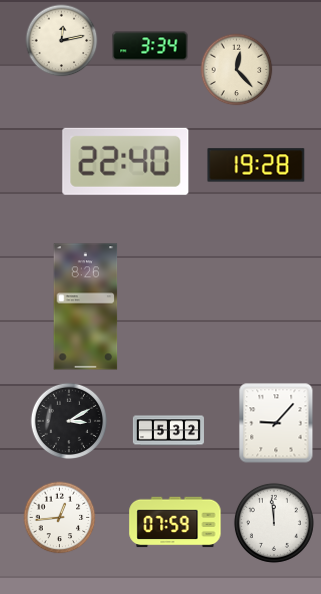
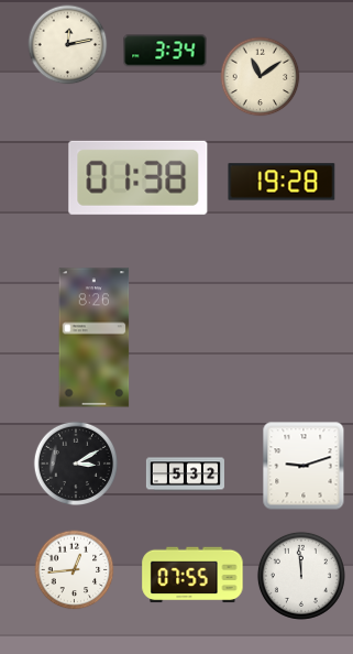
clock at (237, 70): 12:23 -> 11:09
clock at (126, 161): 22:40 -> 01:38
clock at (276, 423): 9:07 -> 9:12
clock at (60, 518) position: (60, 518) -> (75, 570)
clock at (175, 522): 07:59 -> 07:55
